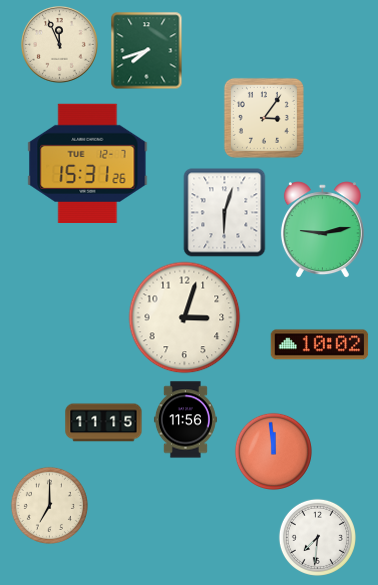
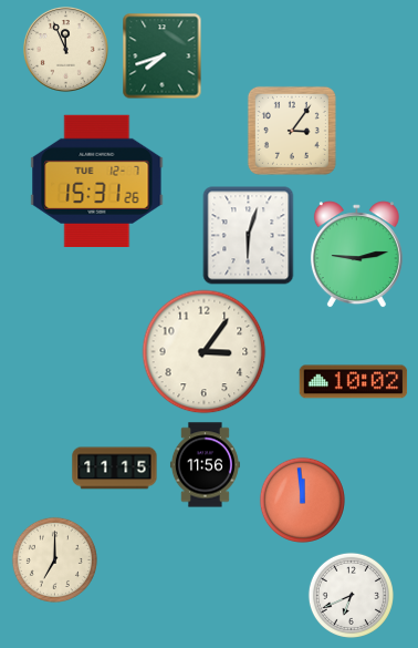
clock at (185, 318): 3:03 -> 3:06
clock at (317, 537): 7:31 -> 6:41
